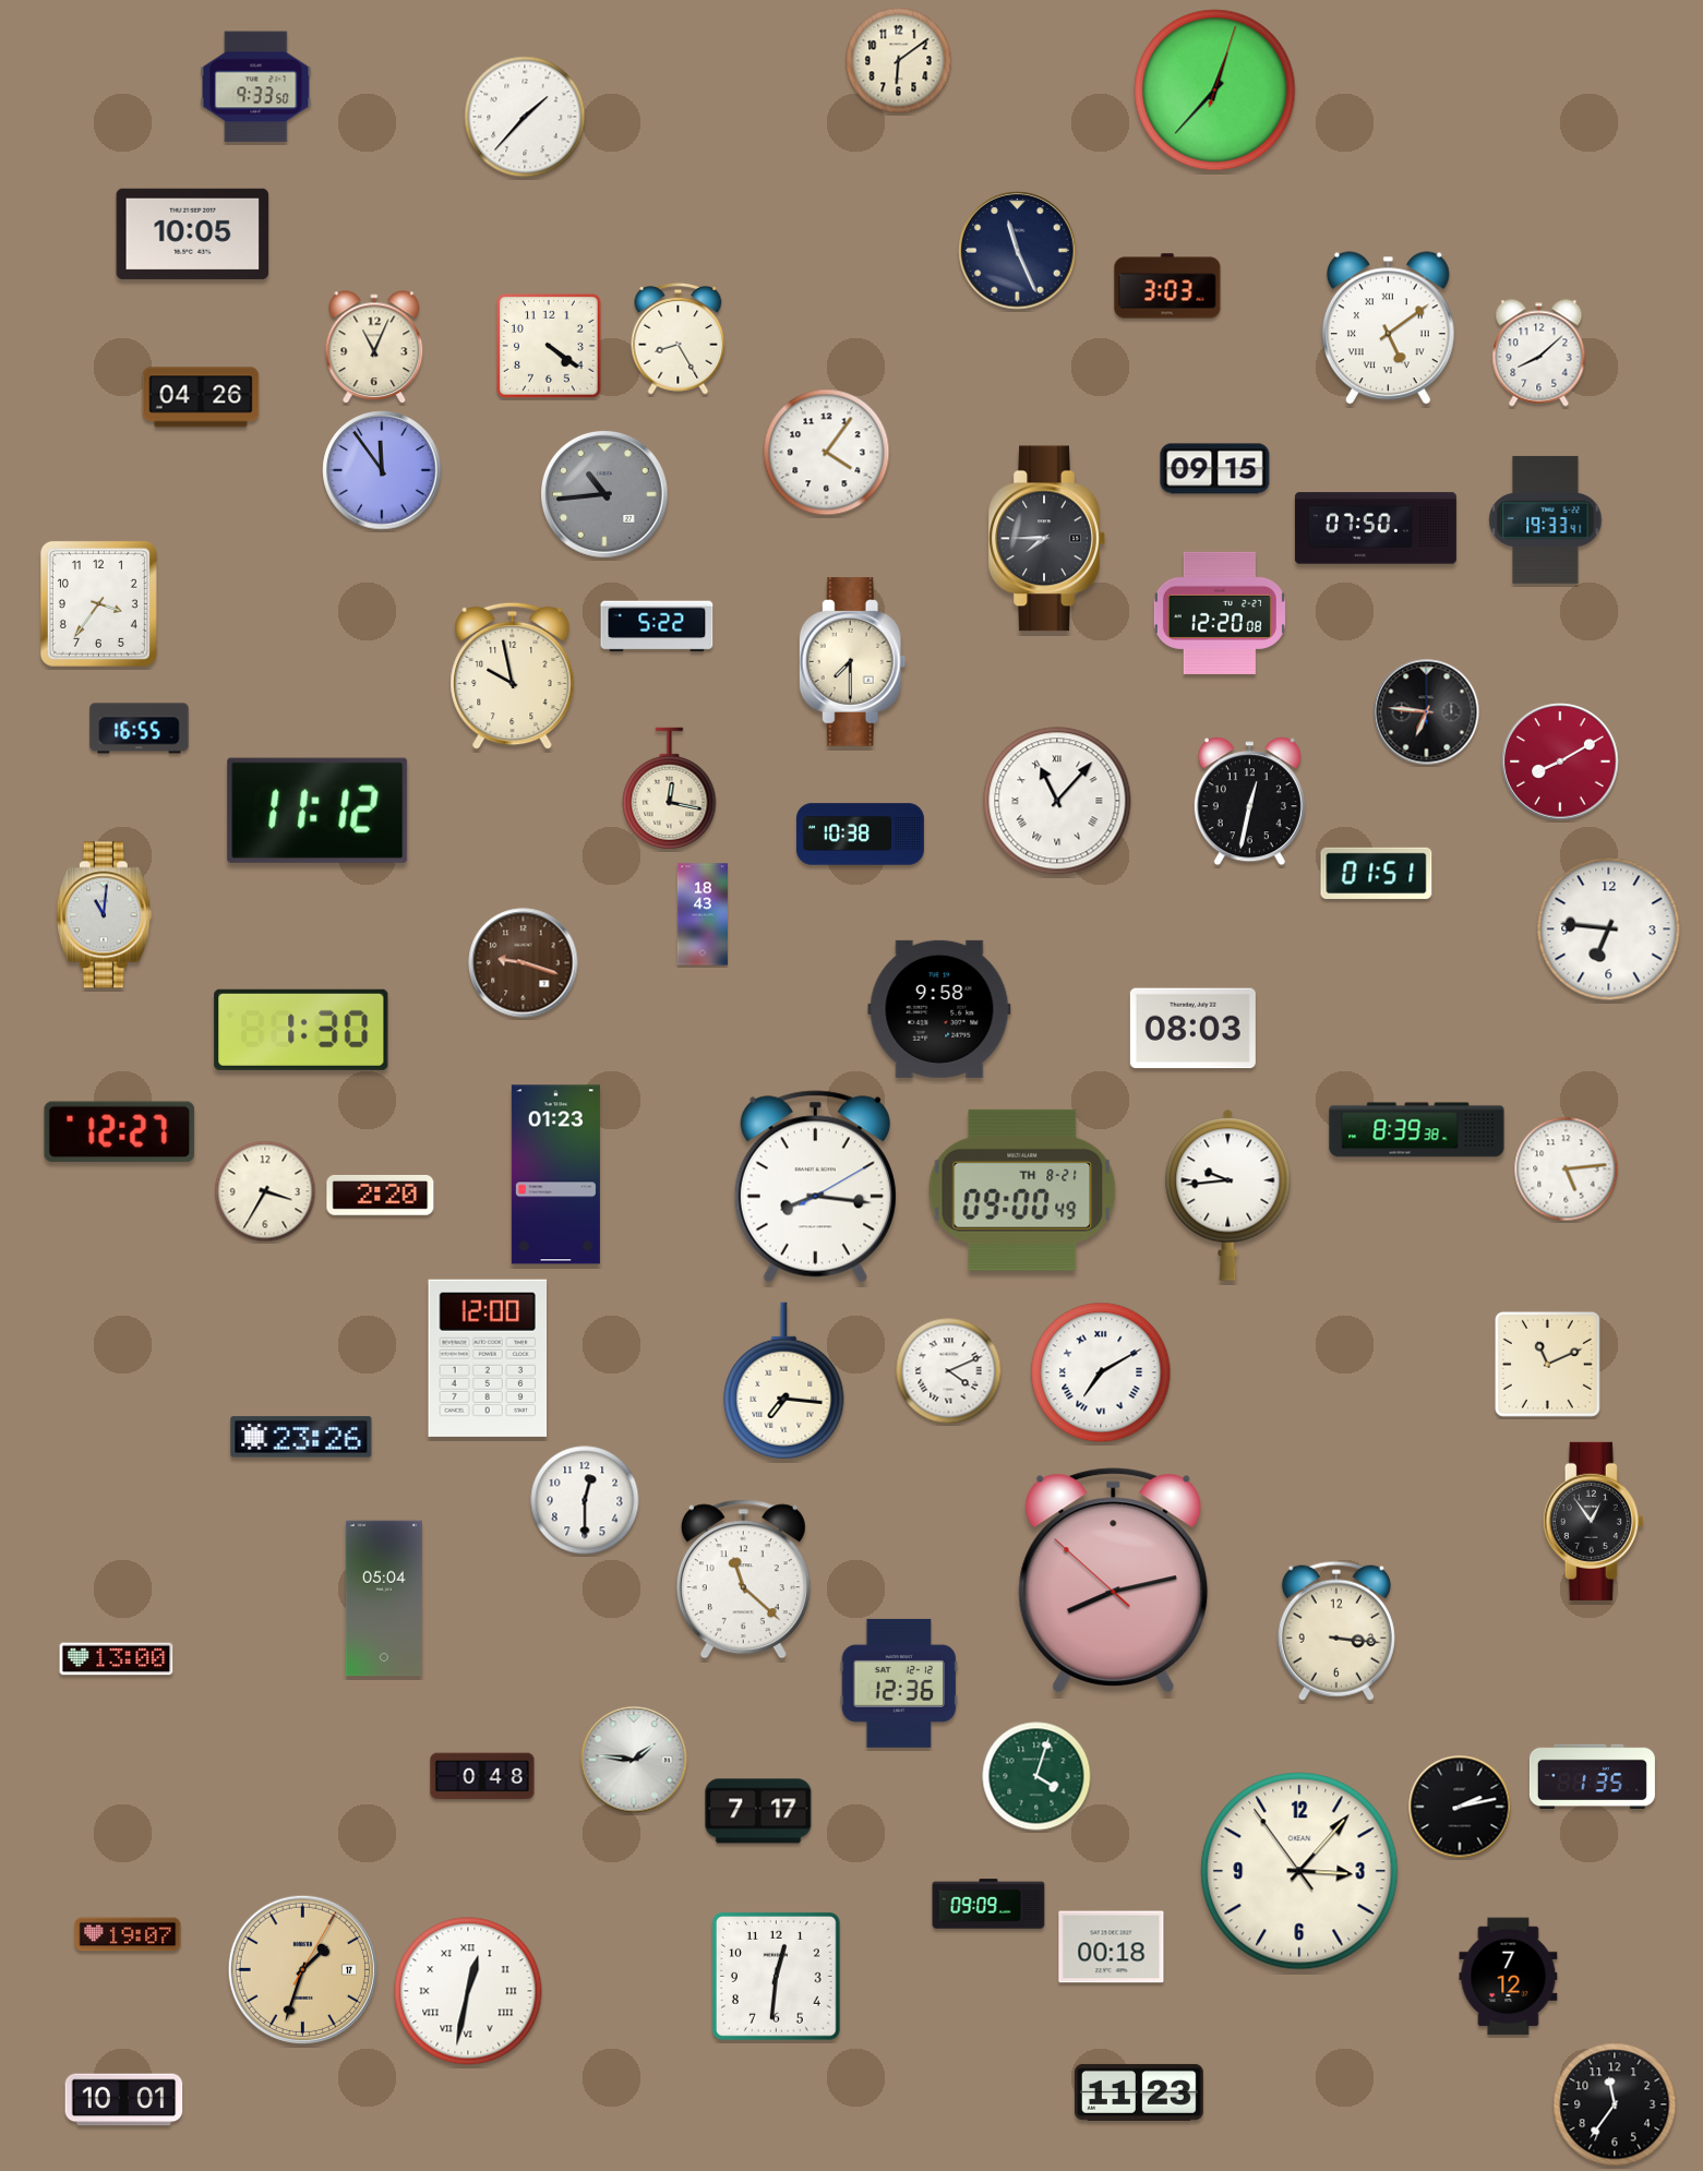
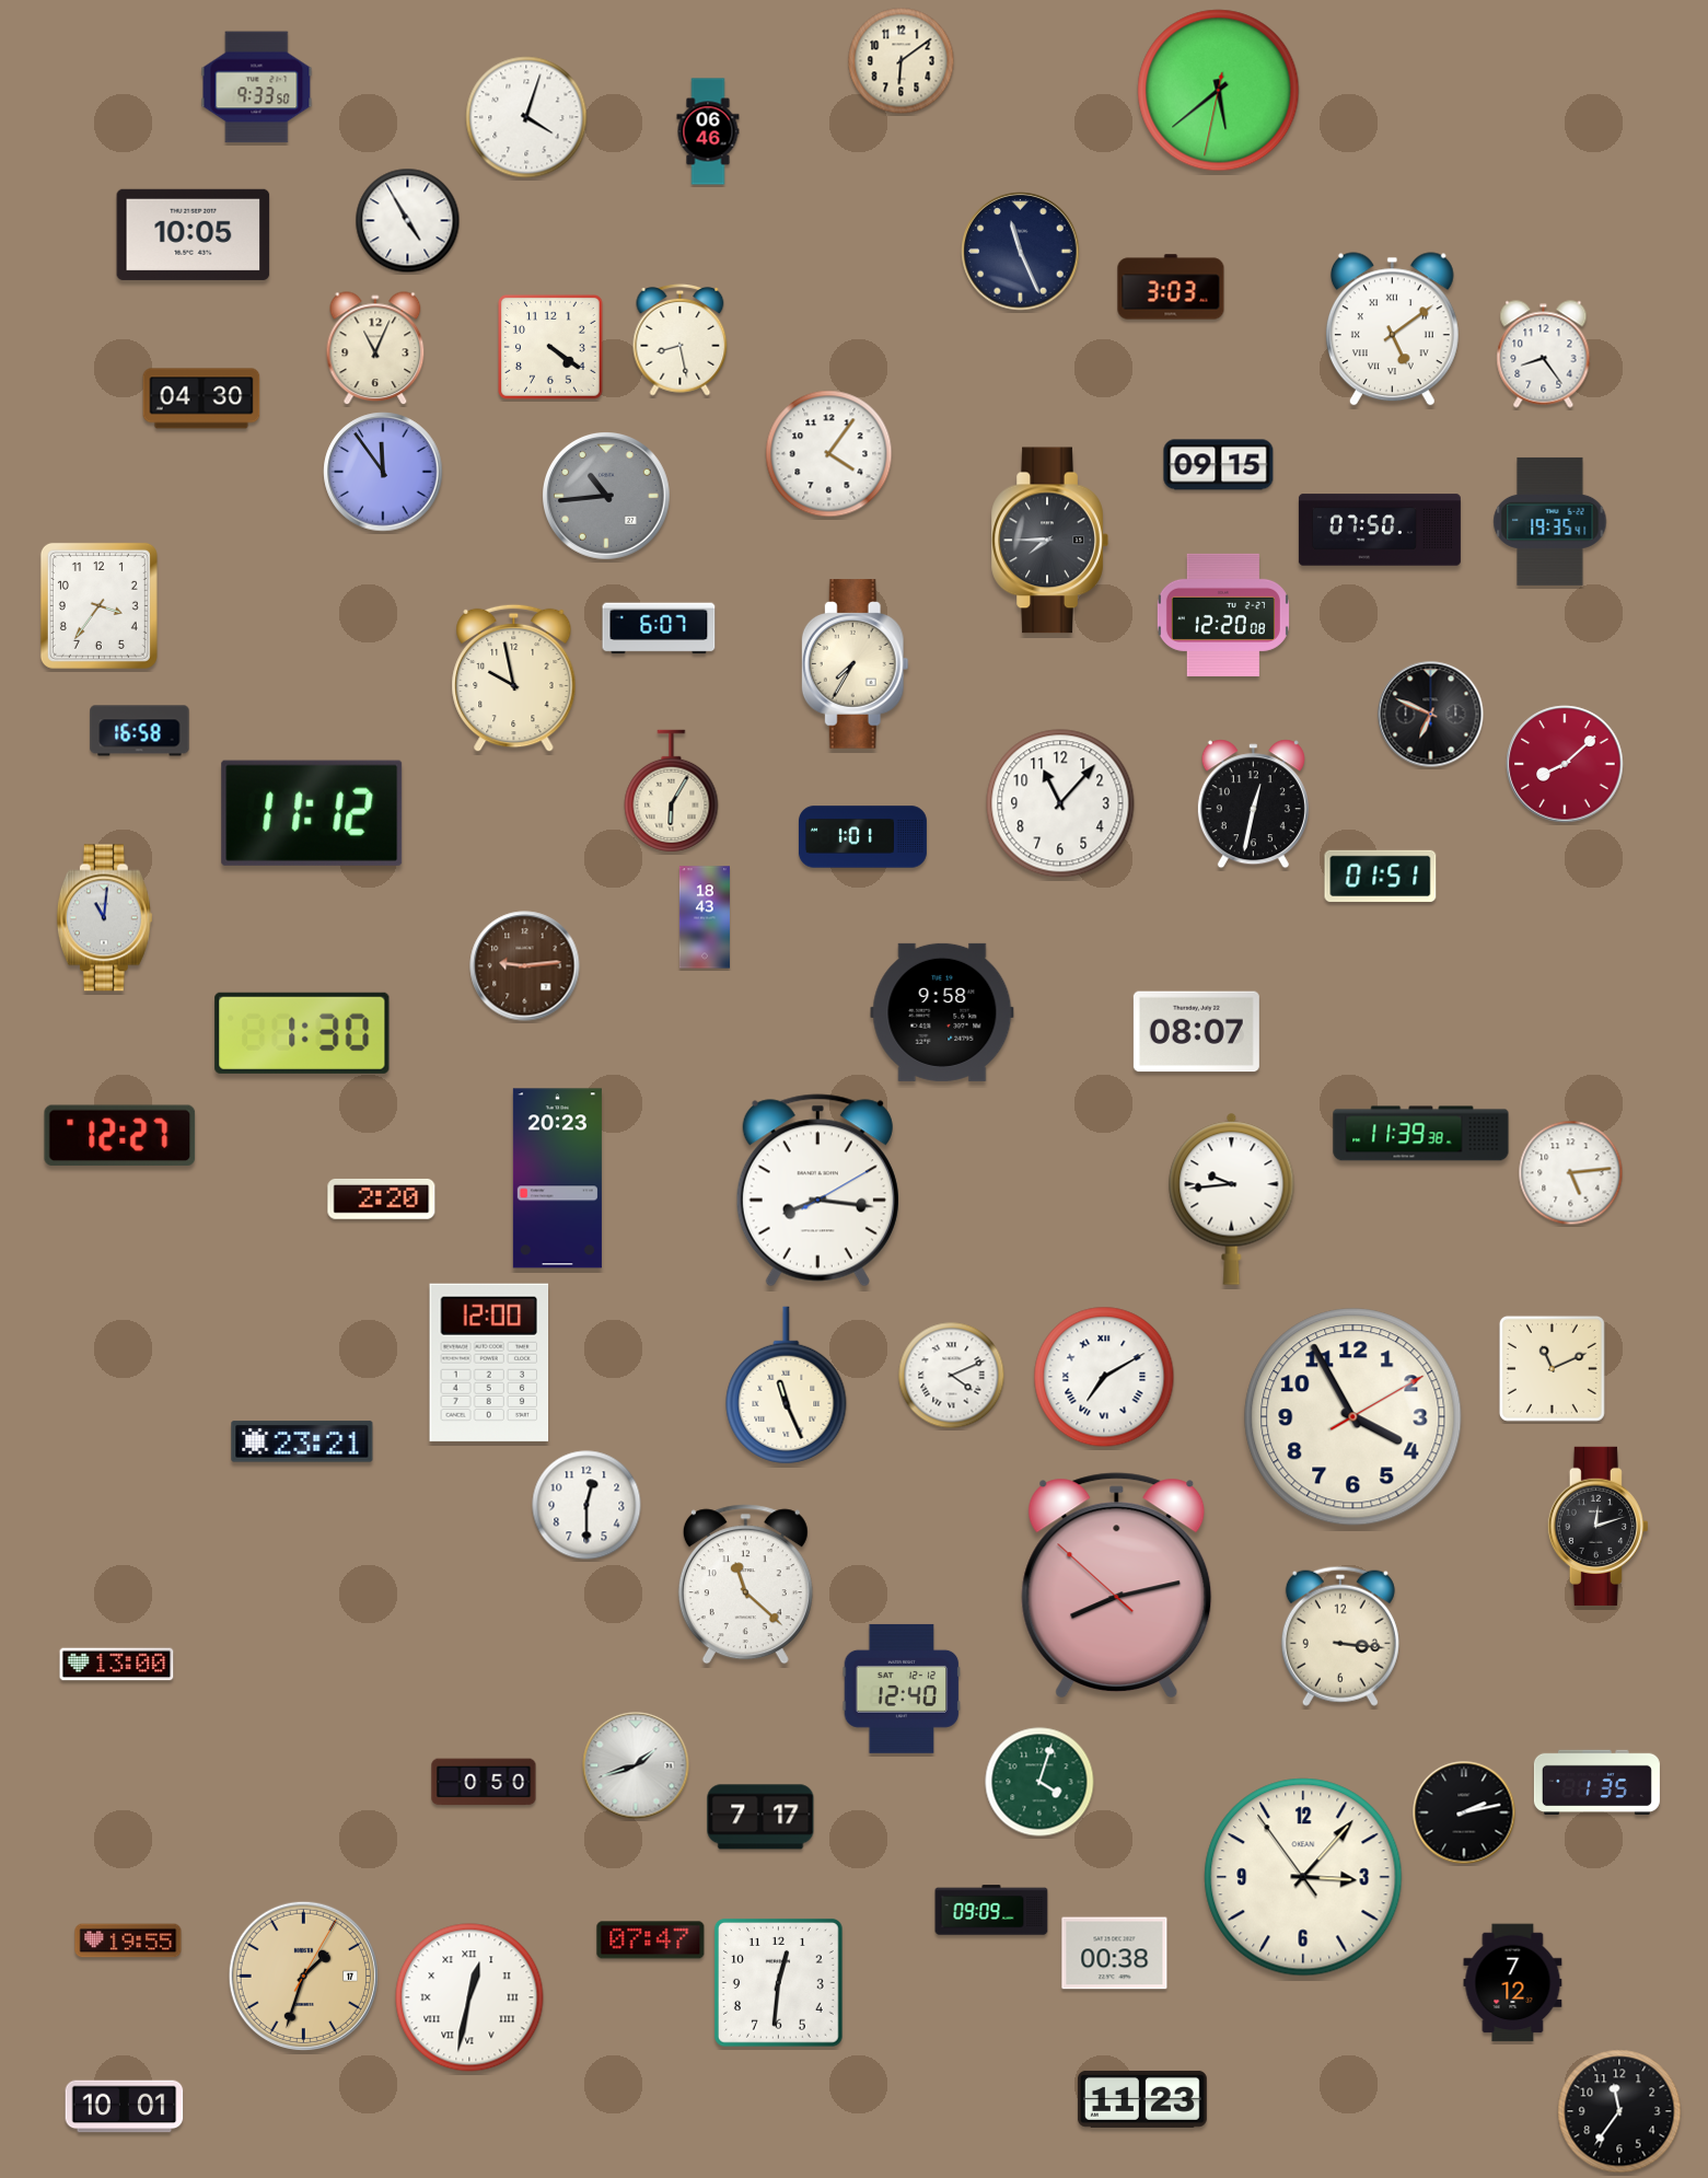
clock at (1215, 91): 12:37 -> 5:38
clock at (525, 117): 1:37 -> 4:03
clock at (708, 131): none -> 06:46
clock at (408, 221): none -> 4:55
clock at (679, 338): 8:25 -> 8:28
clock at (1539, 353): 8:08 -> 8:24
clock at (201, 397): 04:26 -> 04:30
clock at (1215, 469) position: (1215, 469) -> (1219, 465)
clock at (1546, 519): 19:33 -> 19:35
clock at (657, 626): 5:22 -> 6:07
clock at (852, 662): 7:30 -> 7:35
clock at (1427, 712): 6:46 -> 6:49
clock at (140, 729): 16:55 -> 16:58
clock at (1560, 761): 8:10 -> 8:08
clock at (670, 789): 12:17 -> 6:05
clock at (1057, 801) numerals: Roman -> Arabic
clock at (317, 811) position: (317, 811) -> (312, 813)
clock at (860, 835): 10:38 -> 1:01
clock at (1609, 929): 6:46 -> none
clock at (524, 963): 9:18 -> 9:14
clock at (1192, 1029): 08:03 -> 08:07
clock at (1417, 1130): 8:39 -> 11:39
clock at (555, 1175): 01:23 -> 20:23
clock at (1022, 1190): 09:00 -> none
clock at (265, 1191): 3:35 -> none
clock at (784, 1381): 7:16 -> 11:26
clock at (1353, 1417): none -> 3:55
clock at (301, 1437): 23:26 -> 23:21
clock at (1593, 1521): 12:54 -> 12:12
clock at (384, 1598): 05:04 -> none
clock at (899, 1683): 12:36 -> 12:40
clock at (634, 1760): 1:46 -> 1:42
clock at (482, 1776): 0:48 -> 0:50
clock at (128, 1934): 19:07 -> 19:55
clock at (651, 1940): none -> 07:47
clock at (1112, 1947): 00:18 -> 00:38
